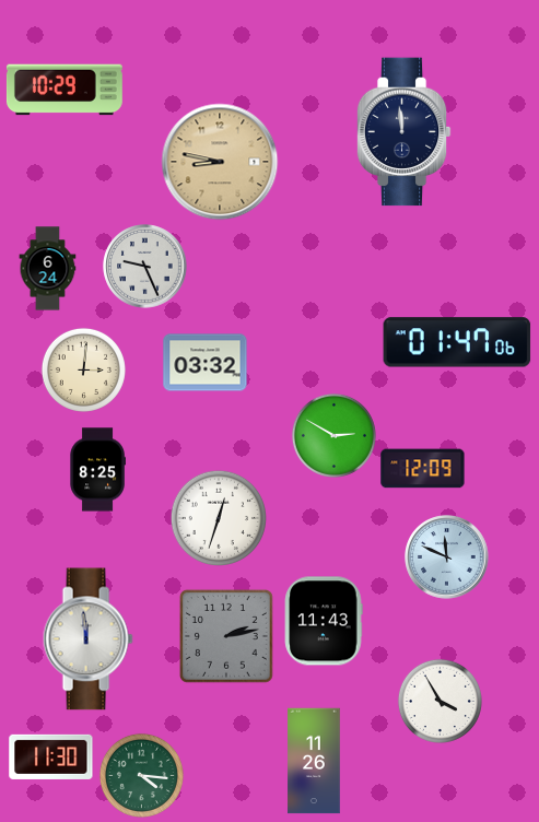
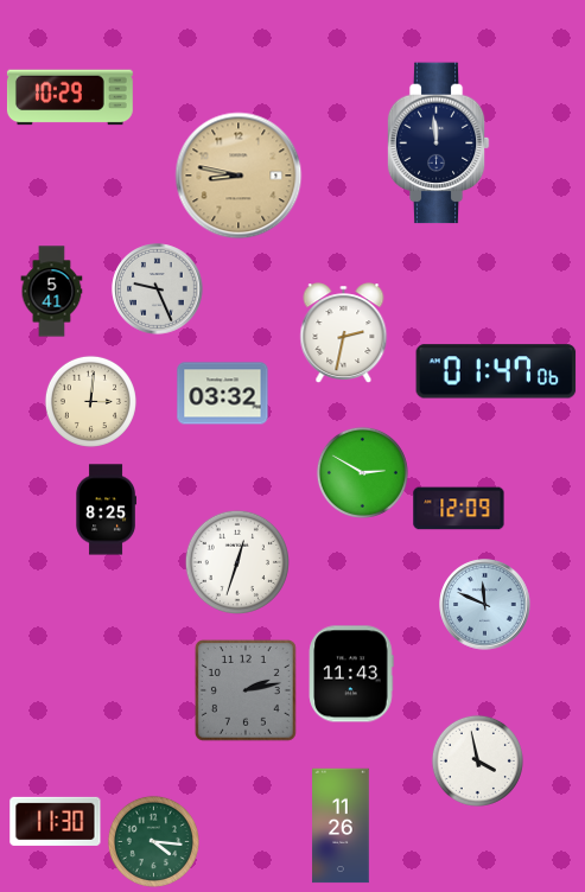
clock at (48, 269): 6:24 -> 5:41
clock at (344, 333): none -> 2:32
clock at (87, 639): 11:59 -> none
clock at (440, 701): 3:55 -> 3:58
